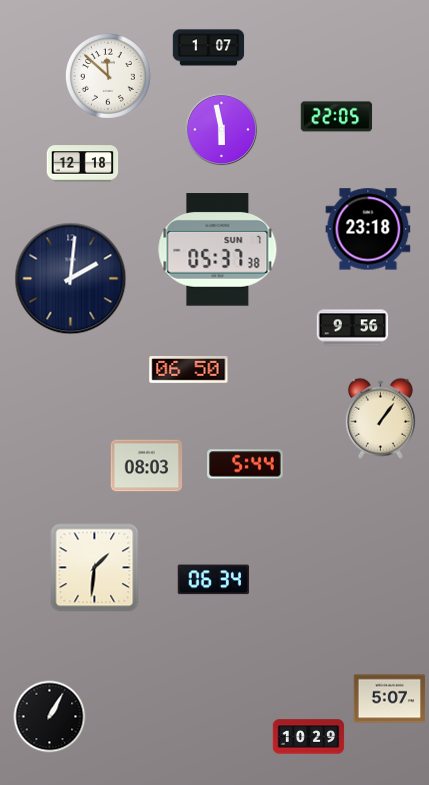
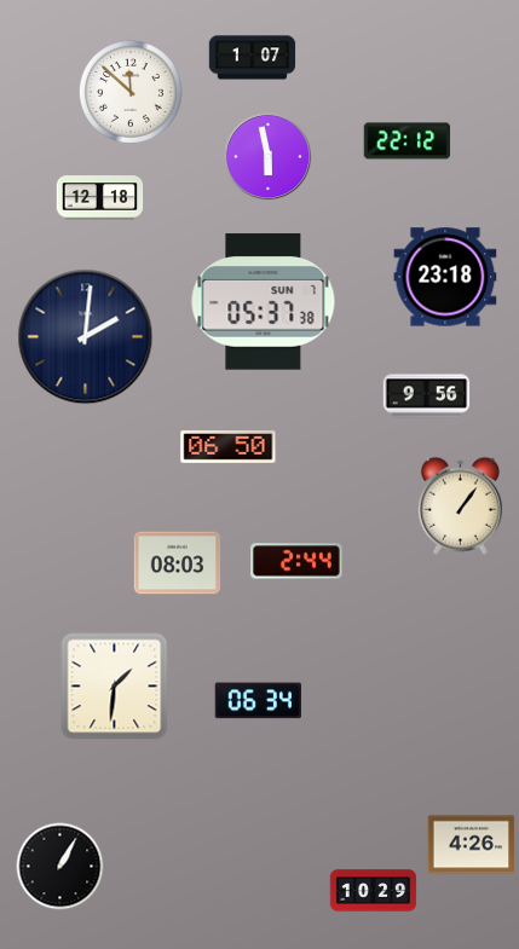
clock at (337, 117): 22:05 -> 22:12
clock at (245, 464): 5:44 -> 2:44
clock at (390, 699): 5:07 -> 4:26
